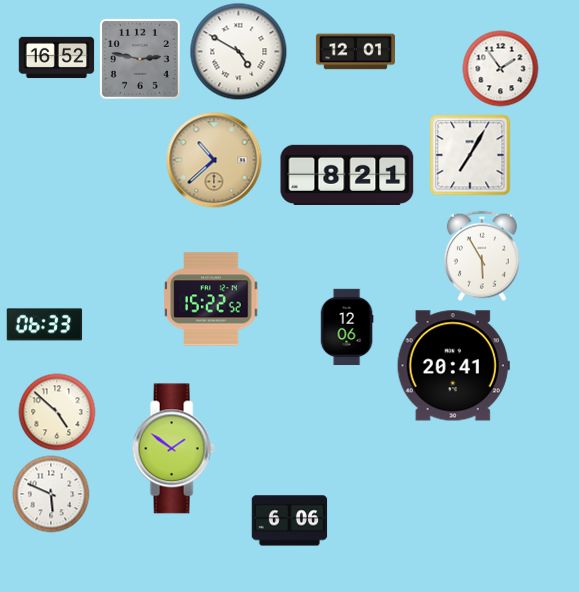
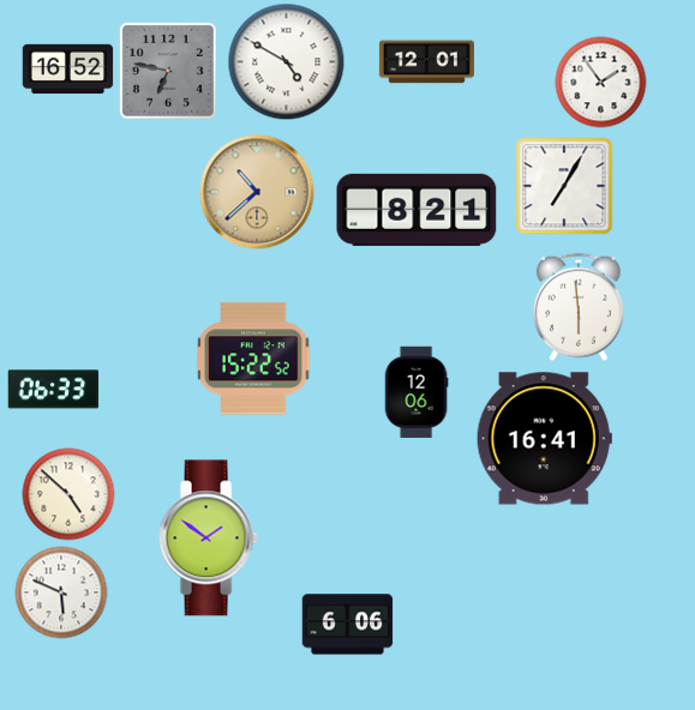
clock at (140, 59): 2:47 -> 6:47
clock at (482, 256): 5:55 -> 5:59
clock at (453, 366): 20:41 -> 16:41
